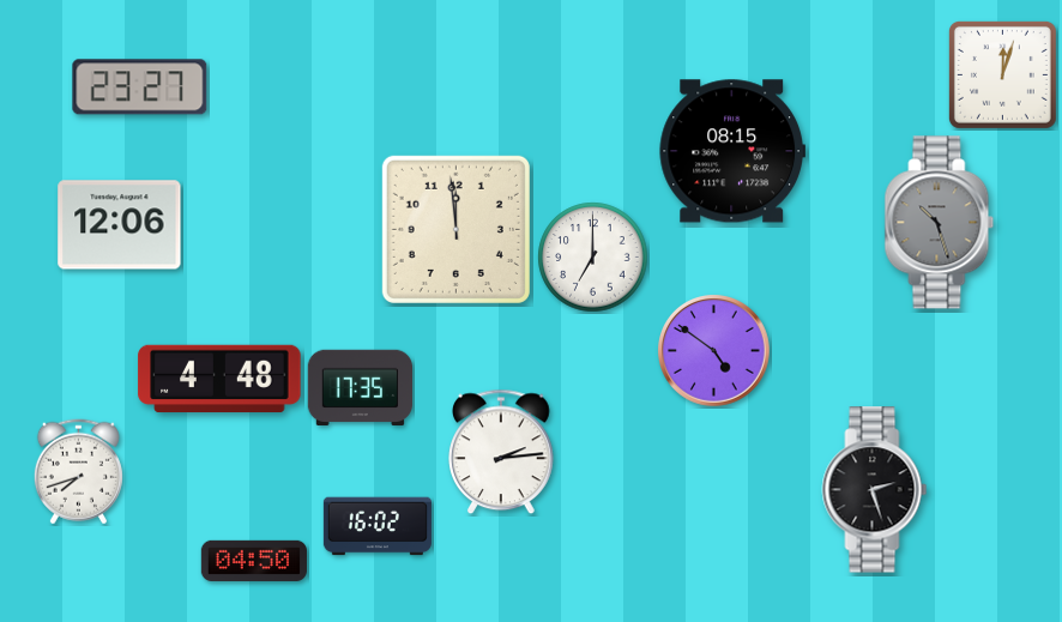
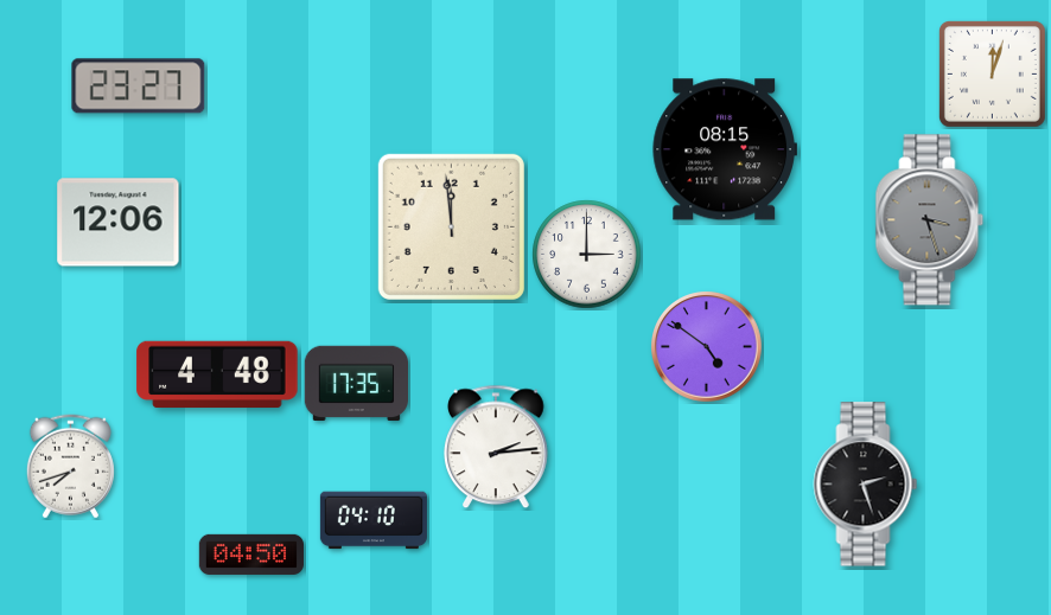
clock at (940, 223): 10:27 -> 3:27
clock at (593, 258): 7:00 -> 3:00
clock at (78, 472) position: (78, 472) -> (70, 467)
clock at (378, 526): 16:02 -> 04:10
